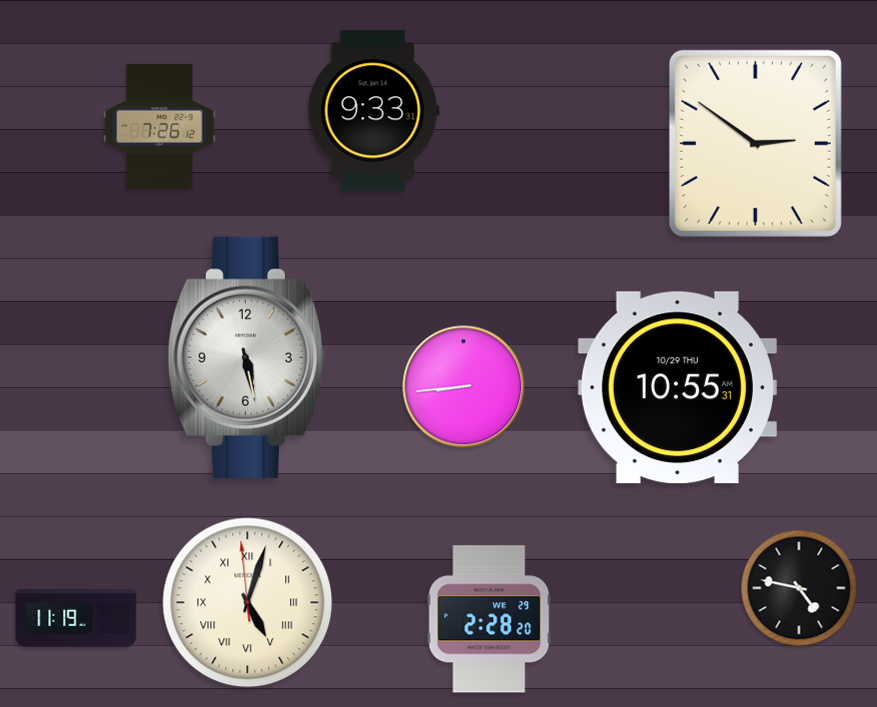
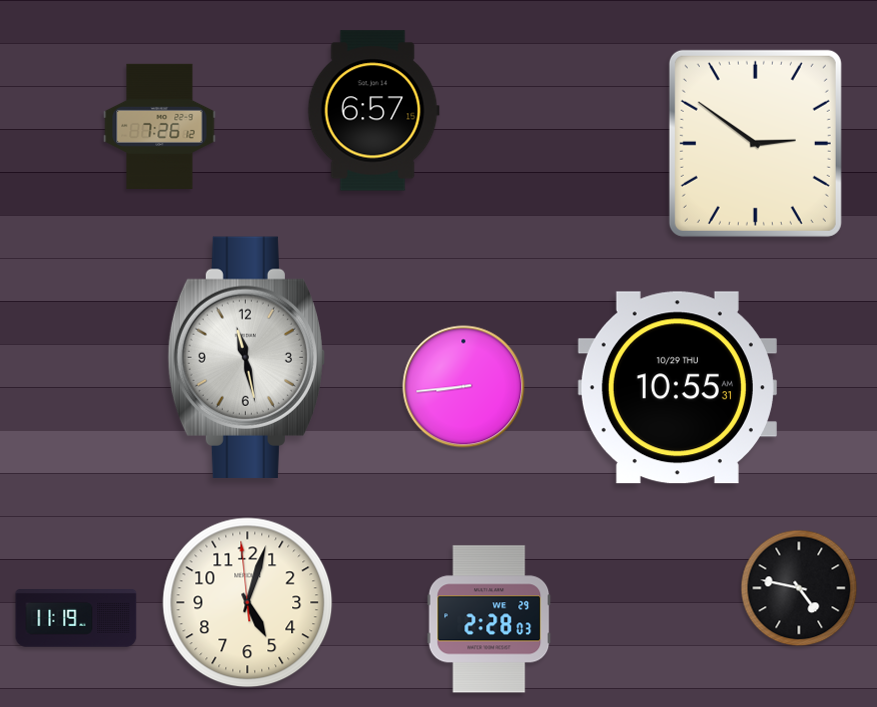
clock at (373, 111): 9:33 -> 6:57
clock at (246, 357): 5:28 -> 11:28
clock at (248, 603) numerals: Roman -> Arabic
clock at (489, 619): 2:28:20 -> 2:28:03
